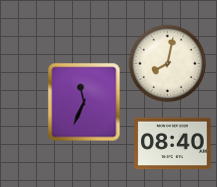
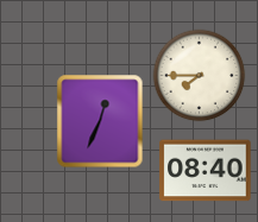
clock at (167, 63): 8:02 -> 7:45
clock at (84, 102): 11:34 -> 12:34
